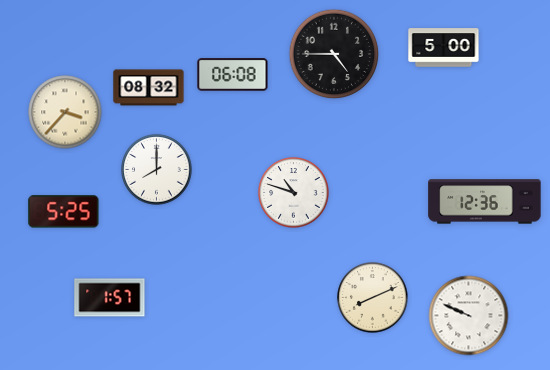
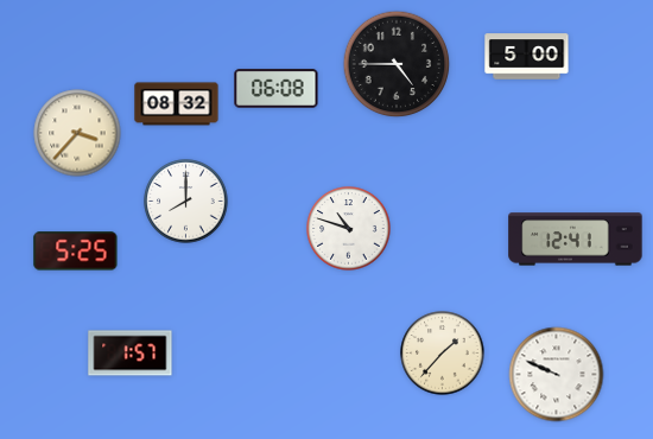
clock at (485, 202): 12:36 -> 12:41
clock at (373, 298): 8:11 -> 1:37
